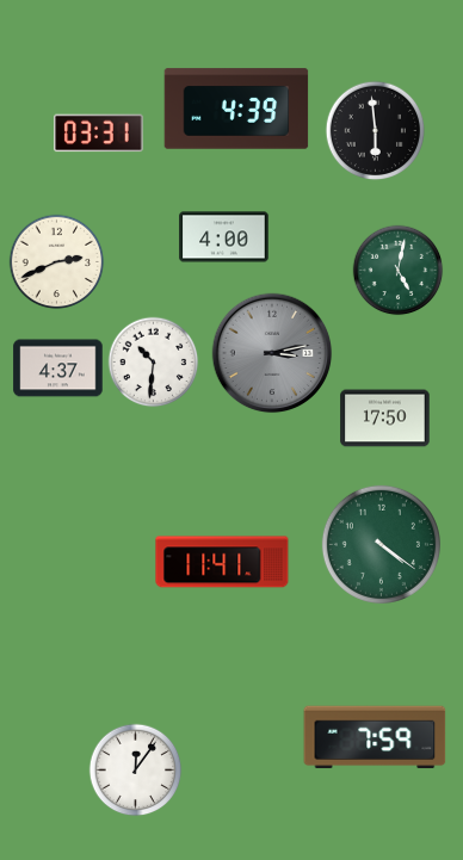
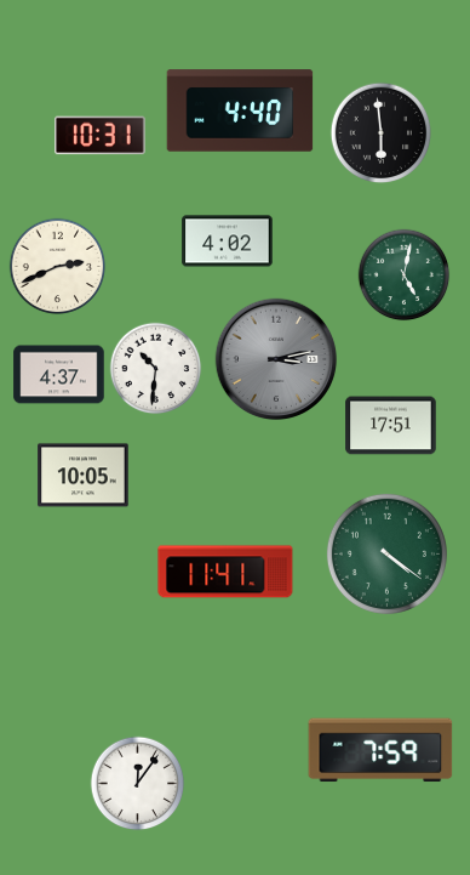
clock at (236, 109): 4:39 -> 4:40
clock at (99, 134): 03:31 -> 10:31
clock at (224, 237): 4:00 -> 4:02
clock at (385, 419): 17:50 -> 17:51
clock at (84, 476): none -> 10:05
